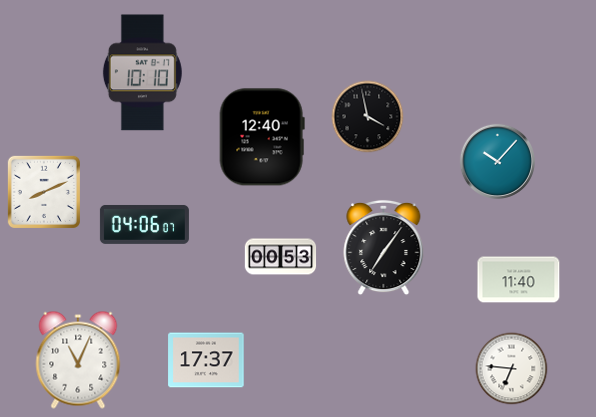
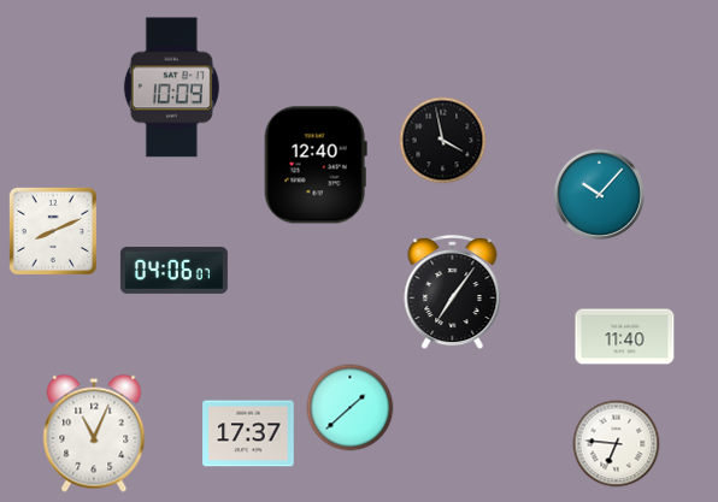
clock at (142, 73): 10:10 -> 10:09
clock at (384, 248) position: (384, 248) -> (453, 293)
clock at (281, 257): 00:53 -> none
clock at (351, 408): none -> 1:38
